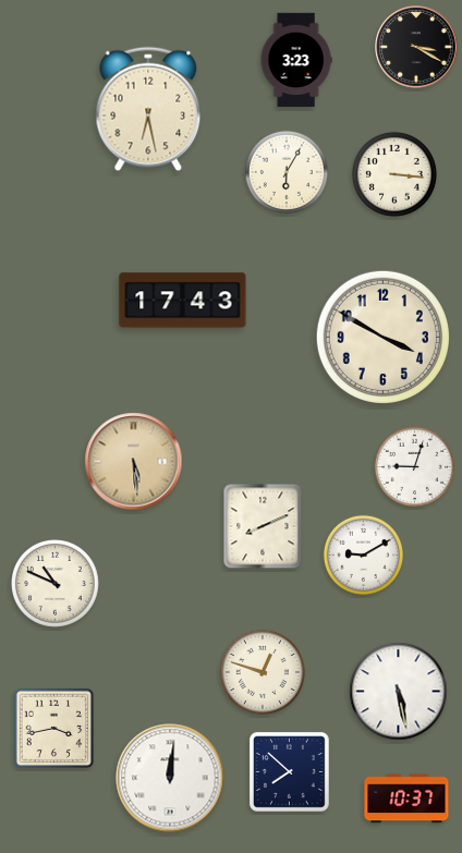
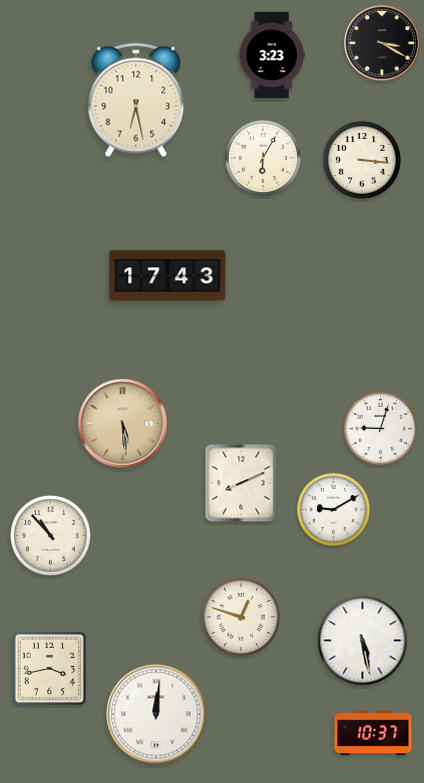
clock at (382, 337): 3:50 -> none
clock at (56, 584): 10:49 -> 10:53
clock at (399, 692) position: (399, 692) -> (363, 641)
clock at (289, 771): 7:52 -> none
